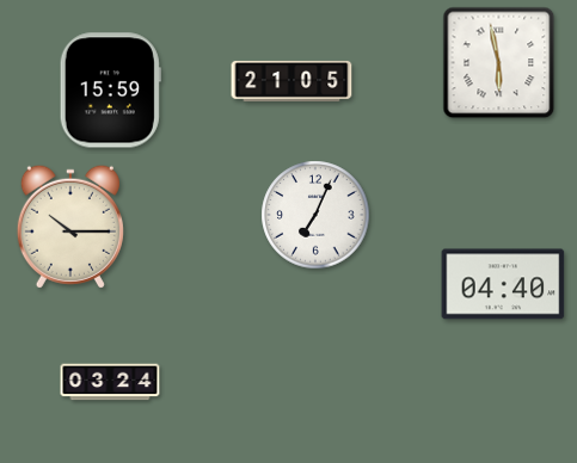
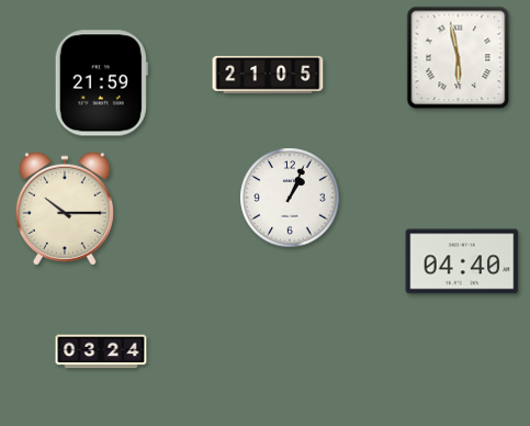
clock at (110, 91): 15:59 -> 21:59
clock at (315, 215): 7:04 -> 1:04
